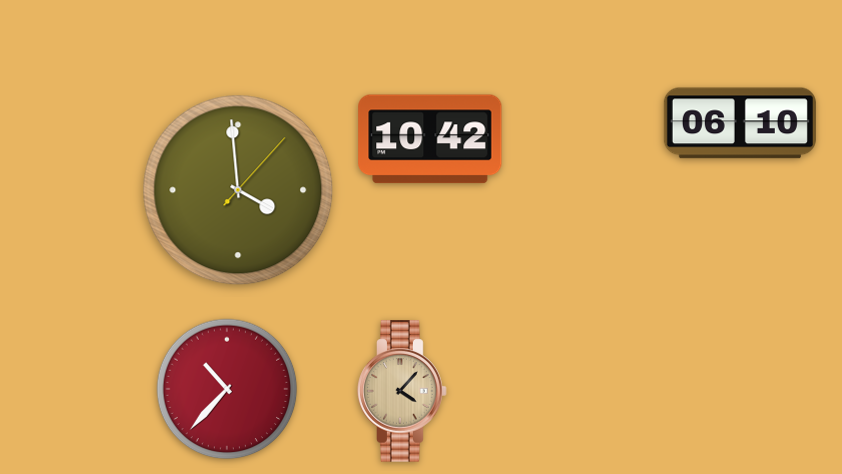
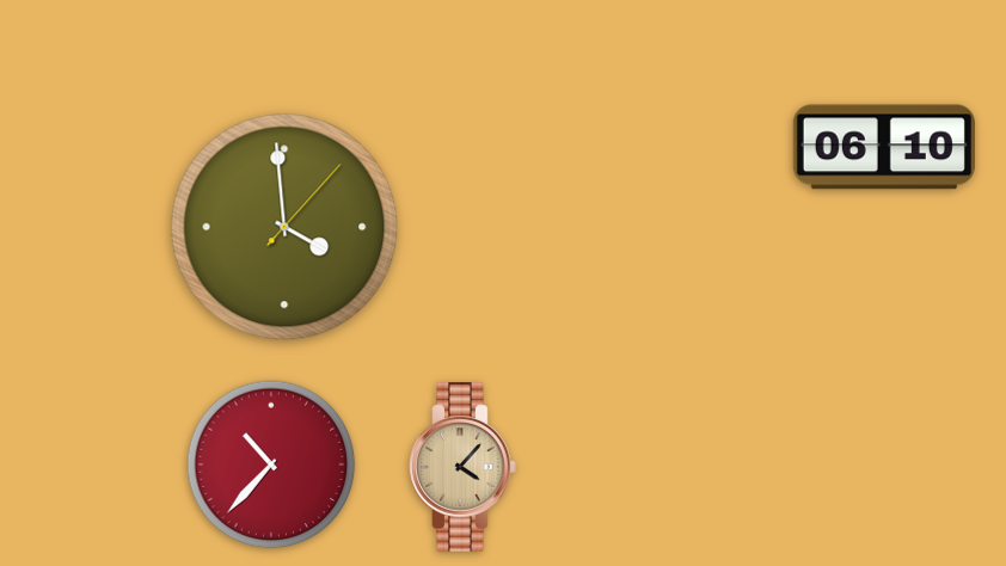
clock at (430, 139): 10:42 -> none
clock at (402, 391) position: (402, 391) -> (462, 467)
